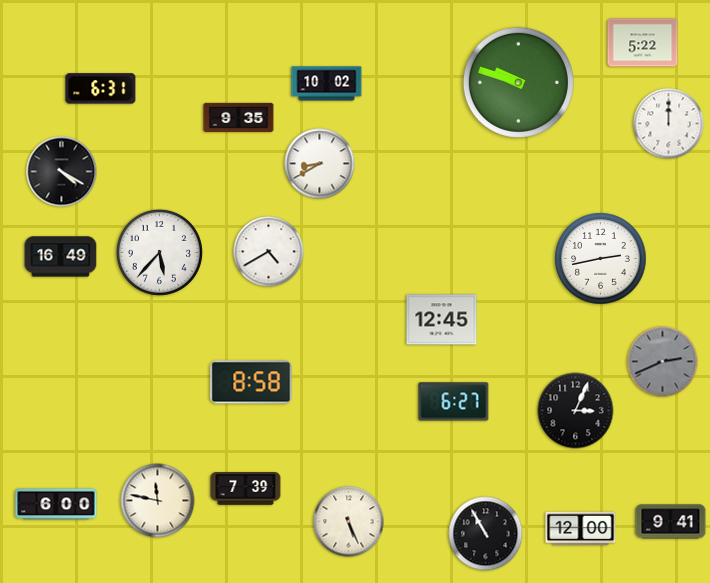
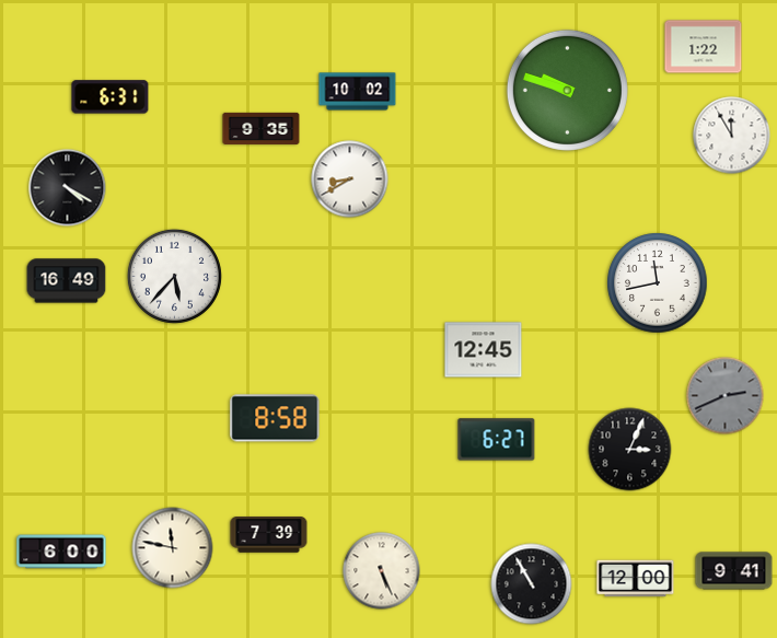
clock at (643, 43): 5:22 -> 1:22
clock at (669, 124): 12:00 -> 11:55
clock at (269, 252): 4:40 -> none
clock at (601, 259): 2:43 -> 11:43
